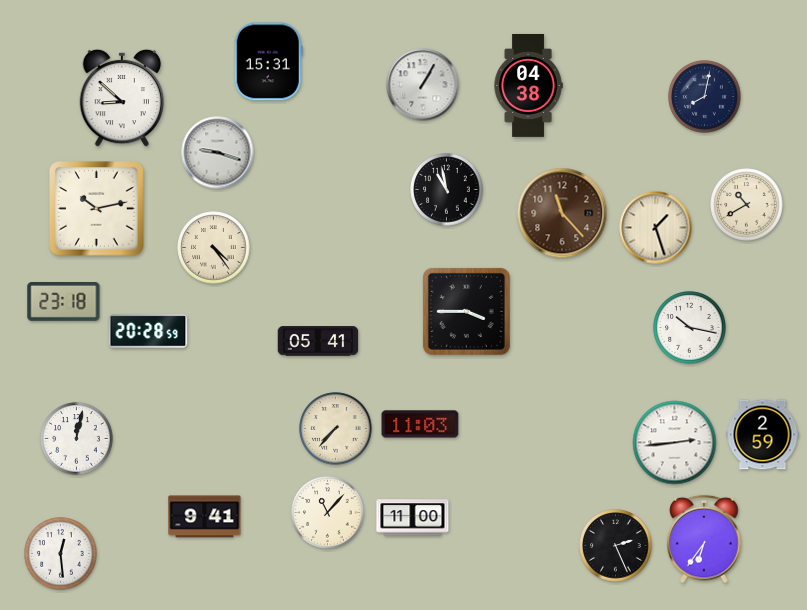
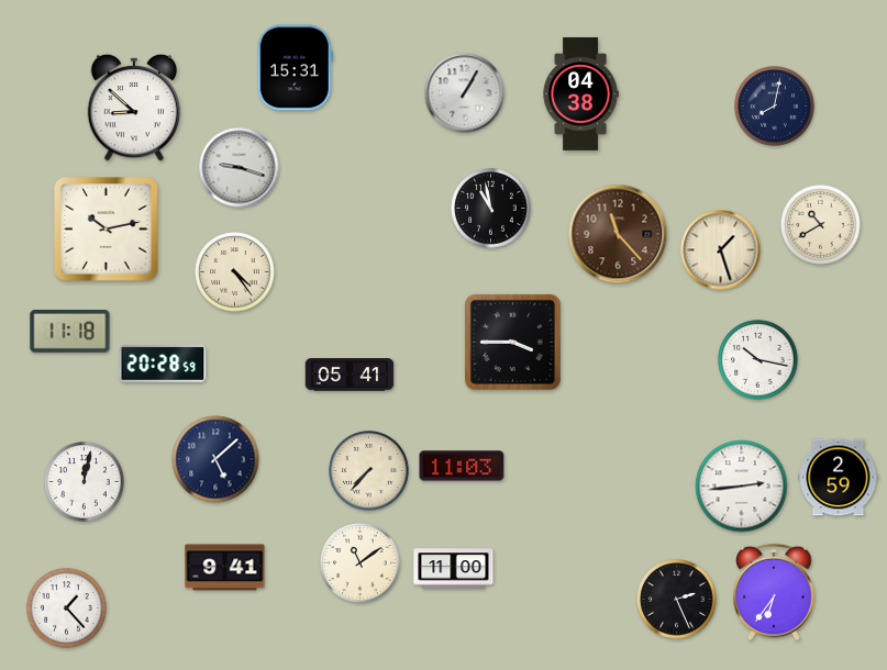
clock at (64, 302): 23:18 -> 11:18
clock at (215, 459): none -> 5:08
clock at (328, 513): 11:07 -> 11:09
clock at (61, 554): 12:29 -> 1:23
